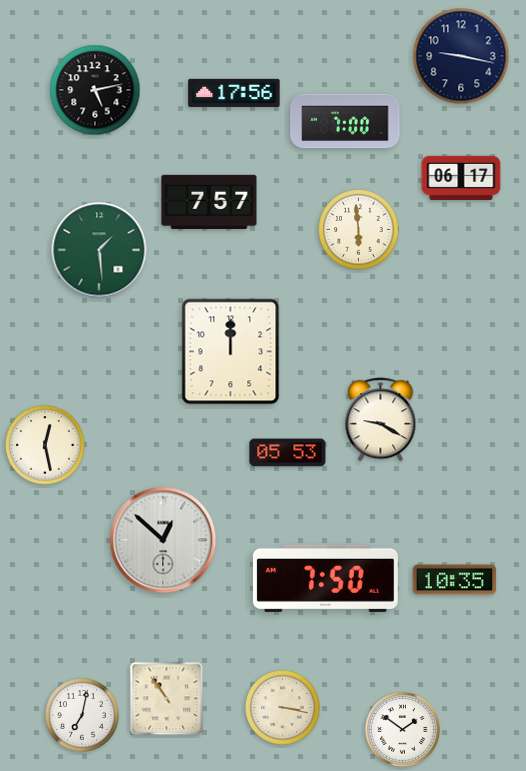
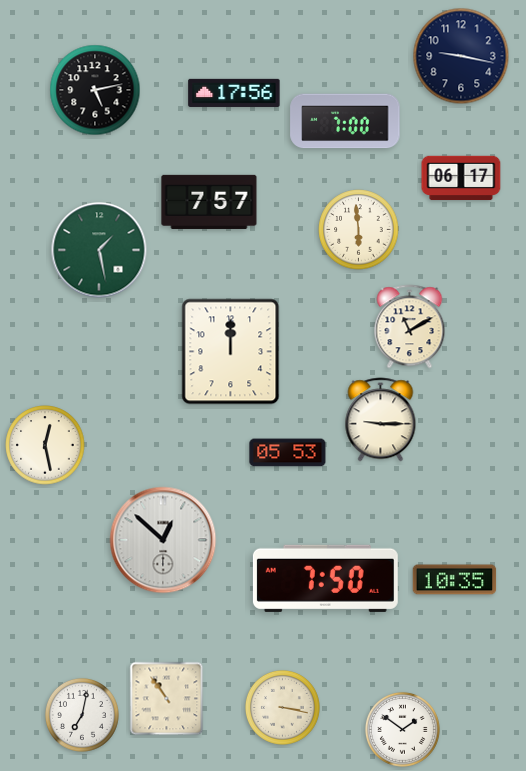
clock at (99, 250): 1:29 -> 1:28
clock at (410, 327): none -> 11:10
clock at (381, 420): 9:20 -> 9:15
